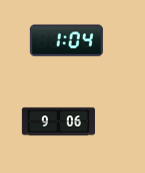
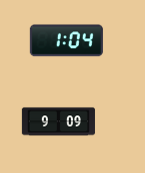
clock at (58, 122): 9:06 -> 9:09
